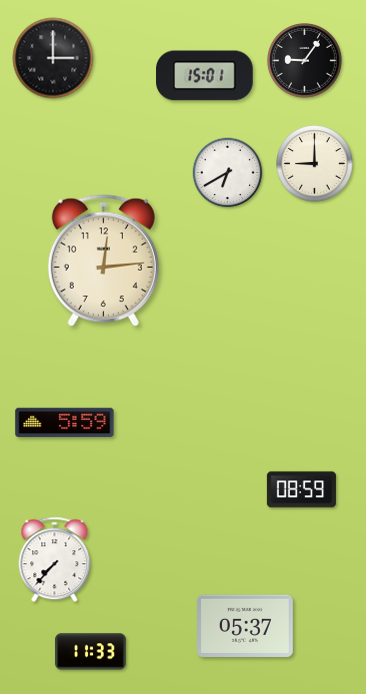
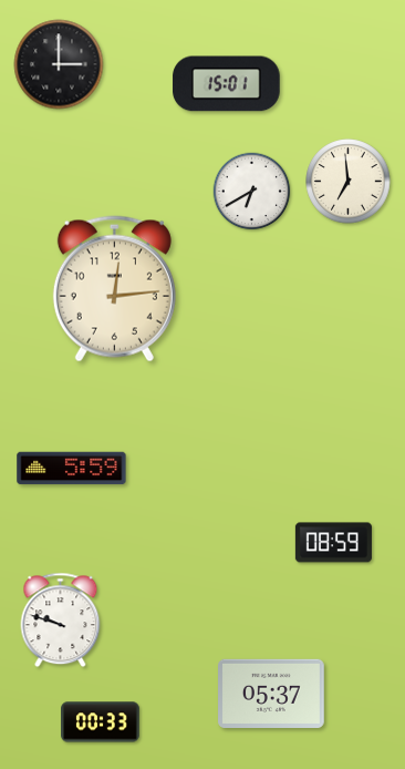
clock at (305, 61): 9:06 -> none
clock at (315, 164): 9:00 -> 6:59
clock at (55, 560): 7:37 -> 9:48
clock at (91, 652): 11:33 -> 00:33
